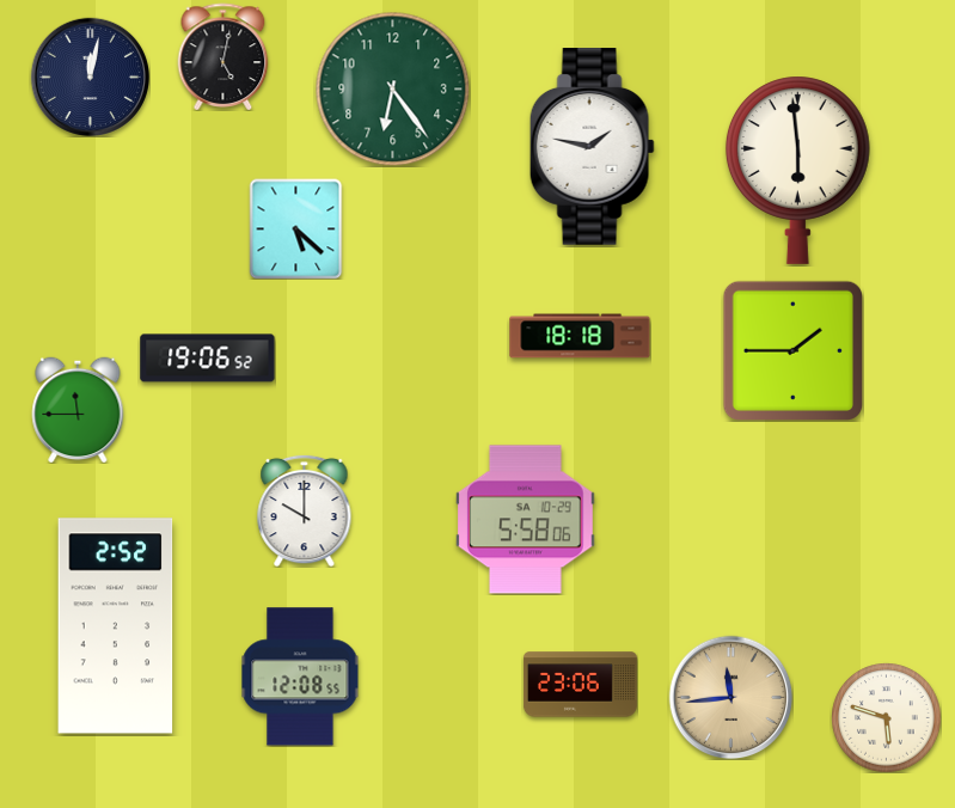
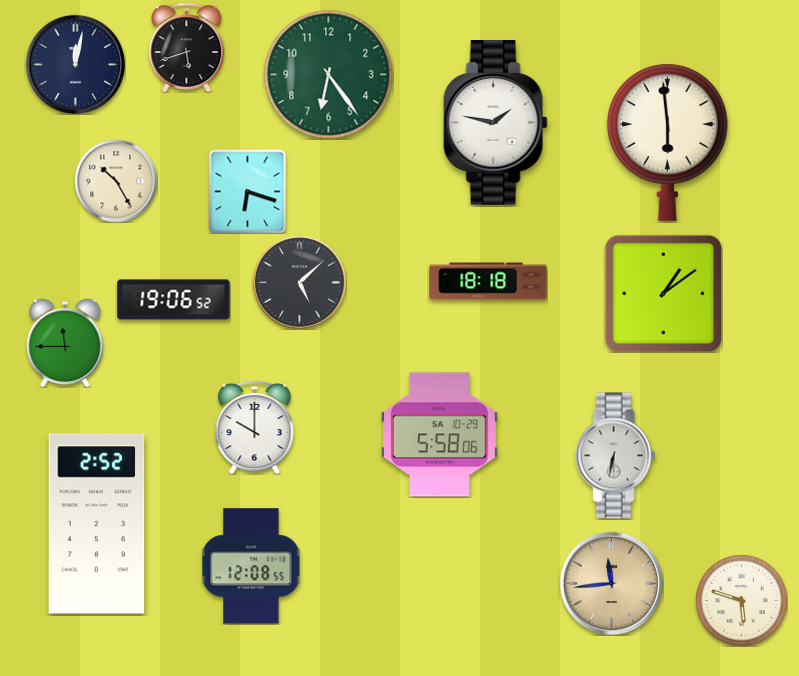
clock at (224, 56): 5:02 -> 5:42
clock at (116, 181): none -> 10:25
clock at (296, 228): 5:22 -> 6:18
clock at (580, 336) position: (580, 336) -> (488, 281)
clock at (299, 282): none -> 5:08
clock at (792, 350): 1:45 -> 1:09
clock at (616, 456): none -> 6:32
clock at (580, 685): 23:06 -> none
